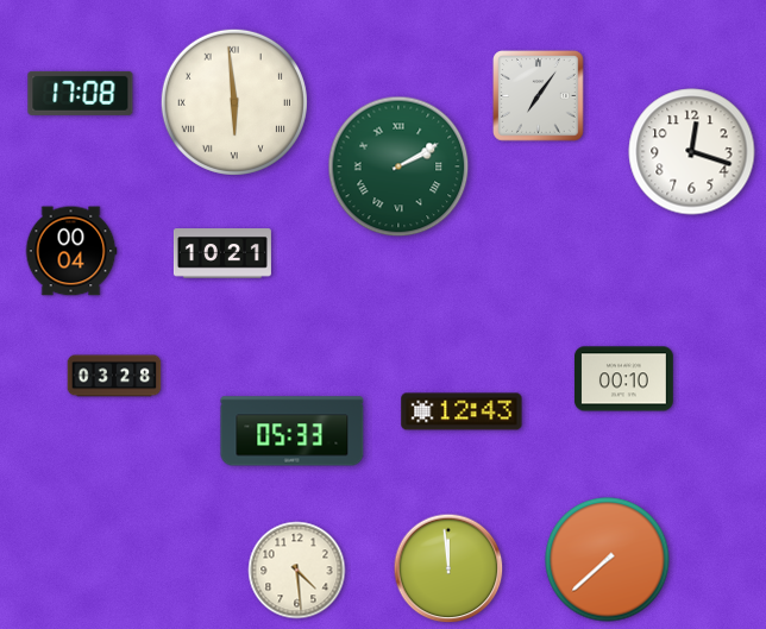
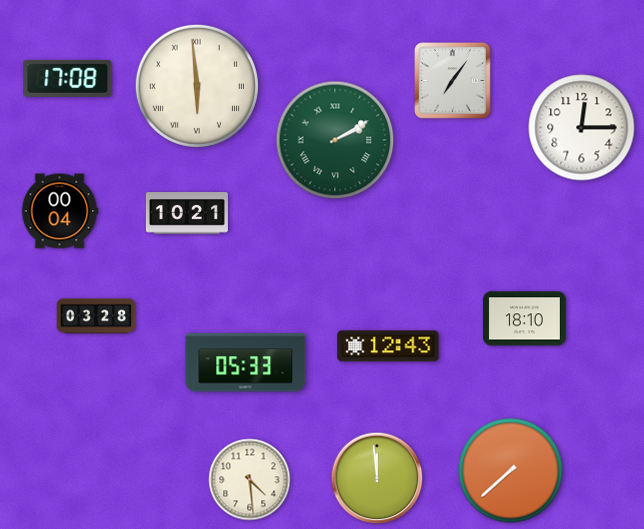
clock at (692, 152): 12:18 -> 12:15
clock at (623, 379): 00:10 -> 18:10
